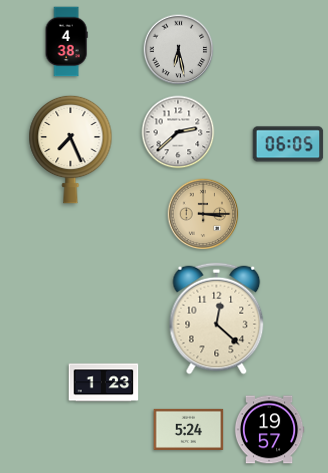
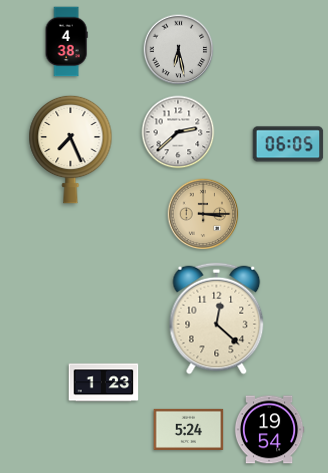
clock at (269, 430): 19:57 -> 19:54
